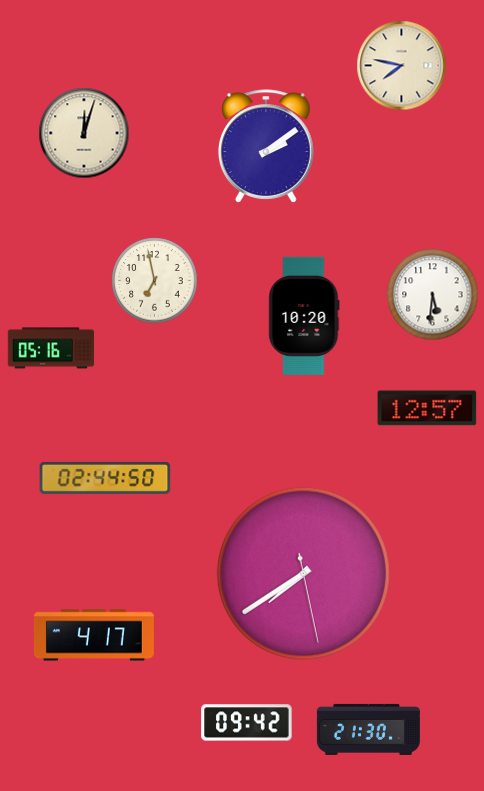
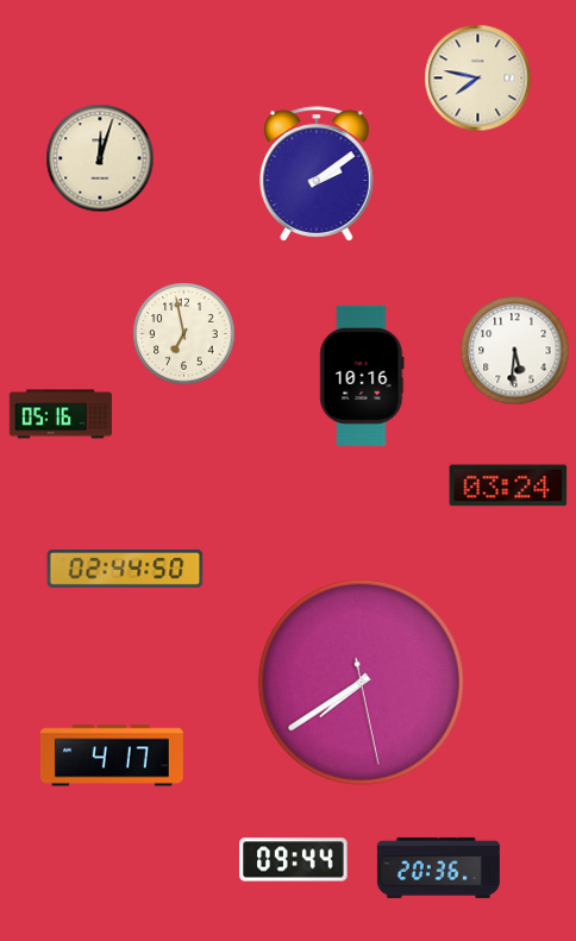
clock at (304, 316): 10:20 -> 10:16
clock at (427, 408): 12:57 -> 03:24
clock at (247, 723): 09:42 -> 09:44
clock at (368, 729): 21:30 -> 20:36
